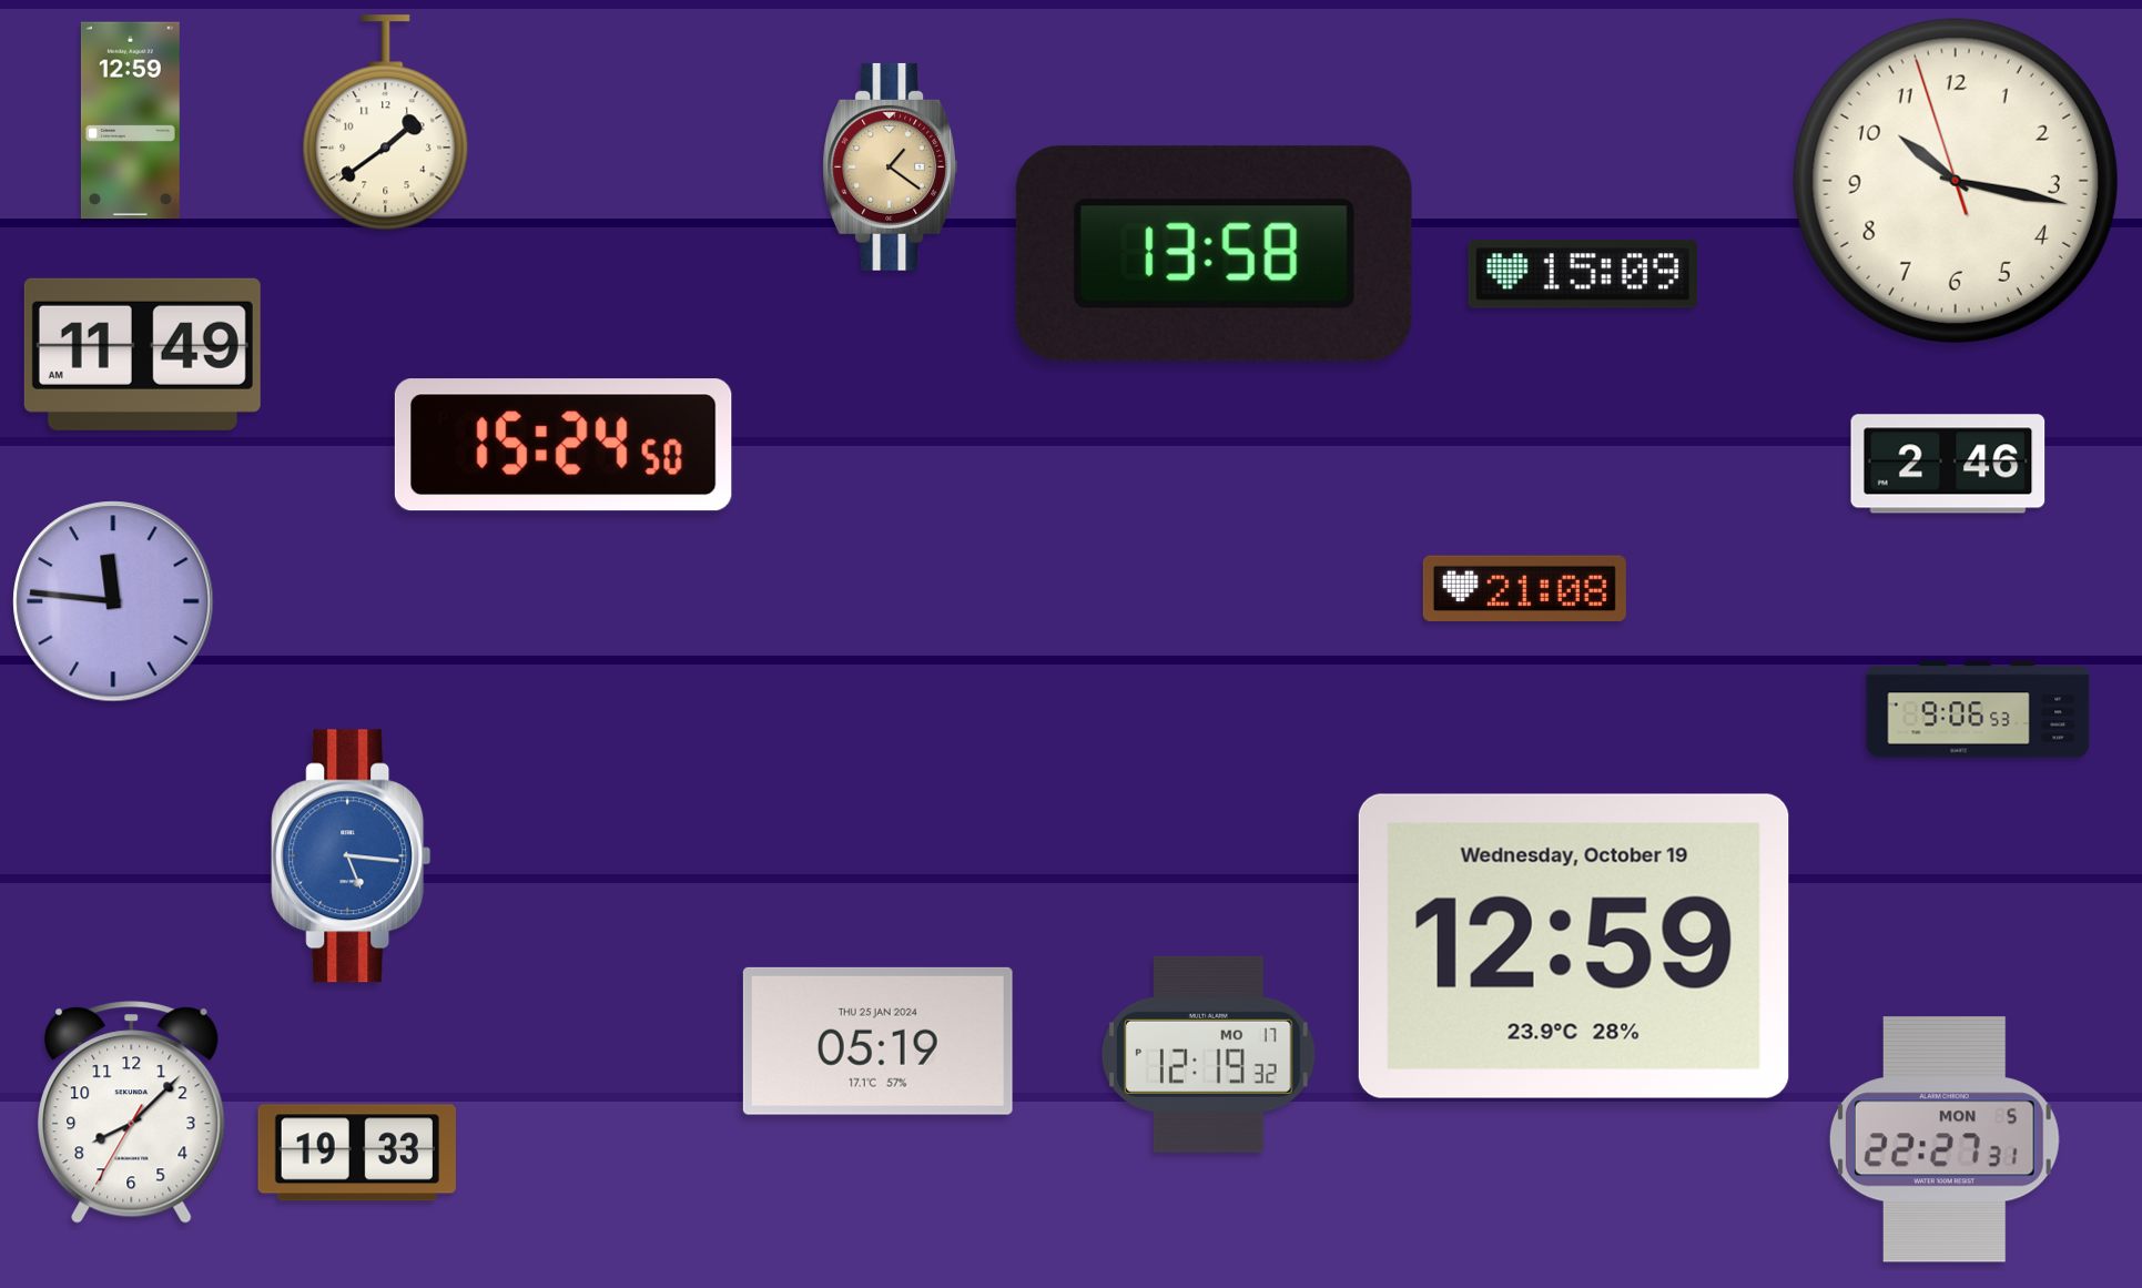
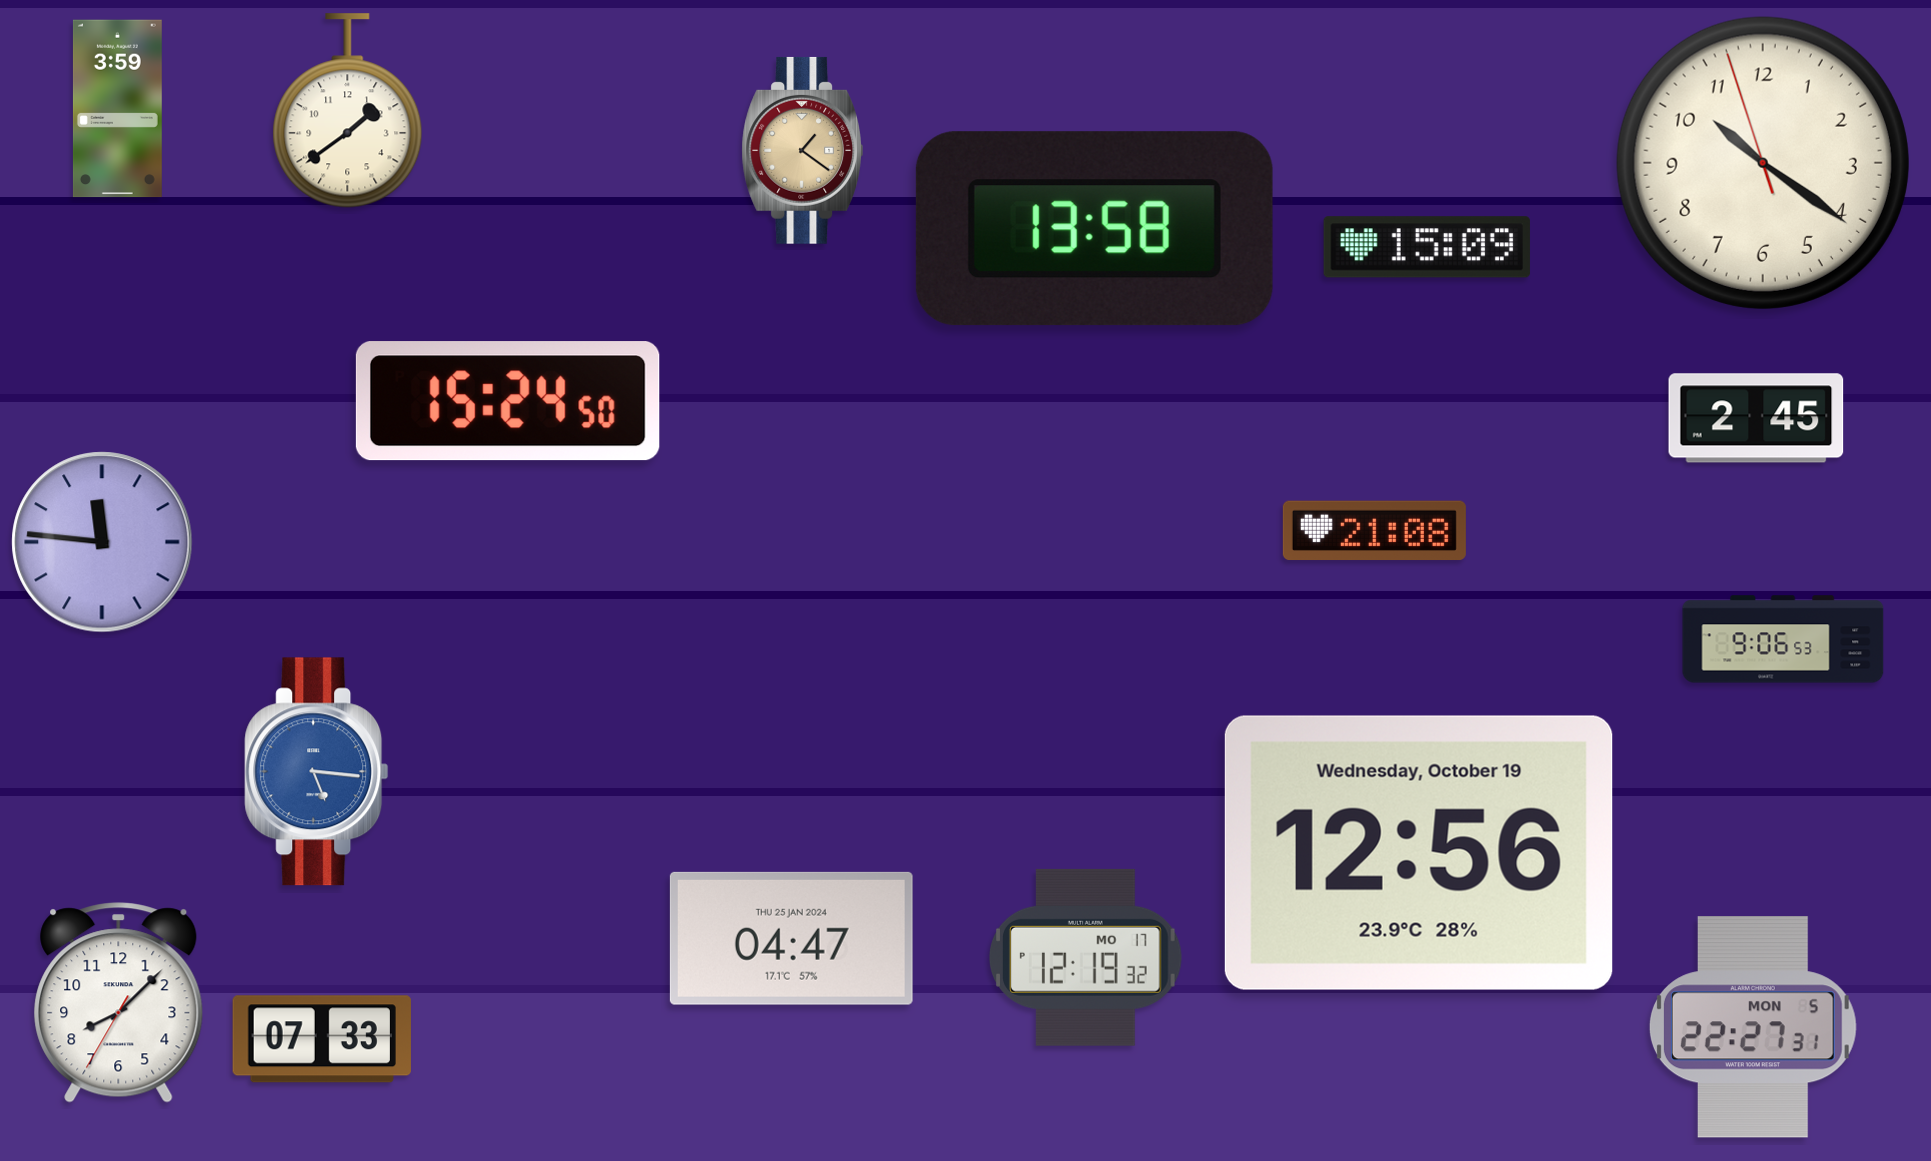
clock at (130, 121): 12:59 -> 3:59
clock at (1956, 181): 10:16 -> 10:20
clock at (142, 354): 11:49 -> none
clock at (1948, 464): 2:46 -> 2:45
clock at (1574, 946): 12:59 -> 12:56
clock at (877, 1041): 05:19 -> 04:47
clock at (1209, 1054) position: (1209, 1054) -> (1086, 957)
clock at (357, 1153): 19:33 -> 07:33
